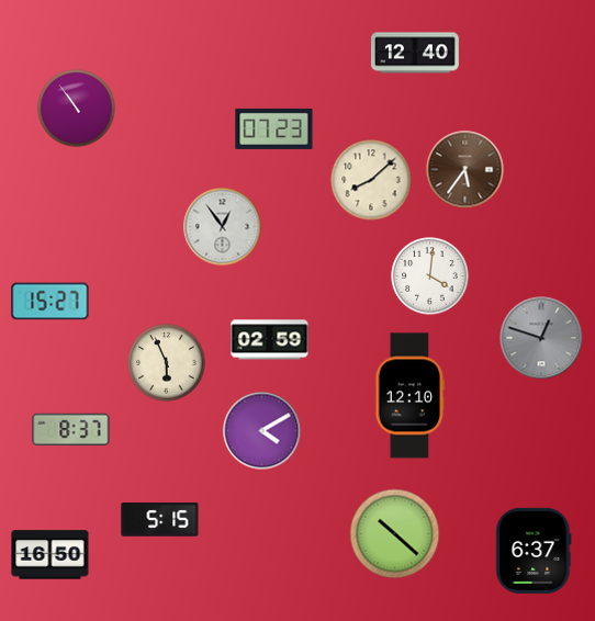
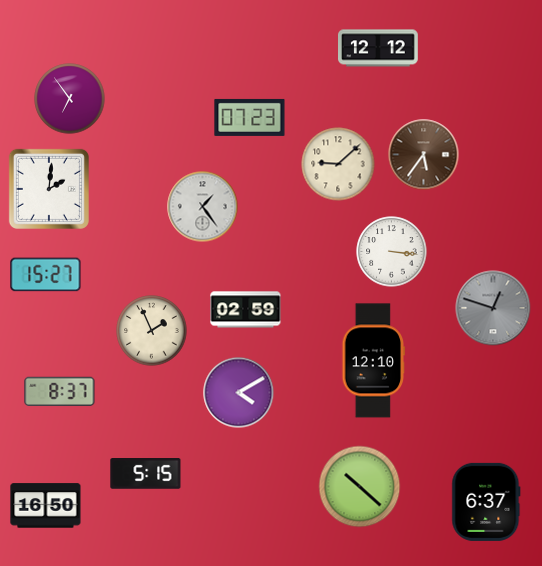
clock at (415, 53): 12:40 -> 12:12
clock at (77, 109): 10:54 -> 6:54
clock at (371, 180): 8:08 -> 9:08
clock at (49, 189): none -> 2:01
clock at (223, 227): 12:54 -> 1:24
clock at (430, 276): 4:01 -> 3:16
clock at (167, 363): 5:56 -> 1:56
clock at (71, 429) position: (71, 429) -> (60, 391)
